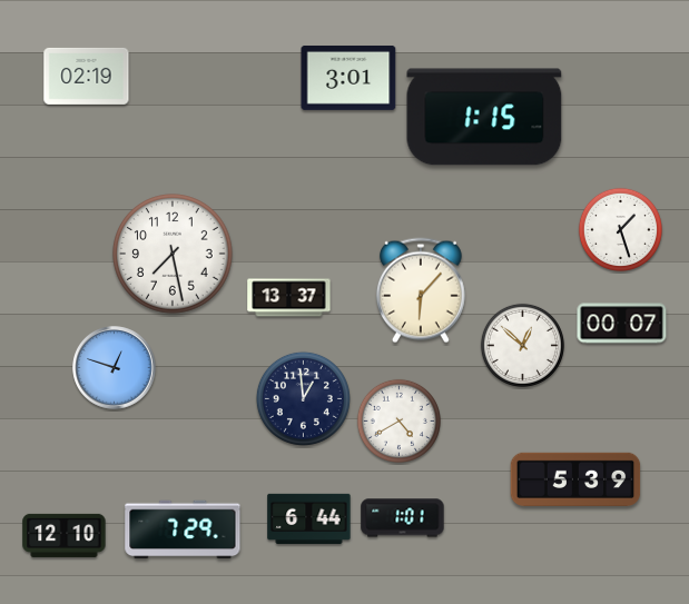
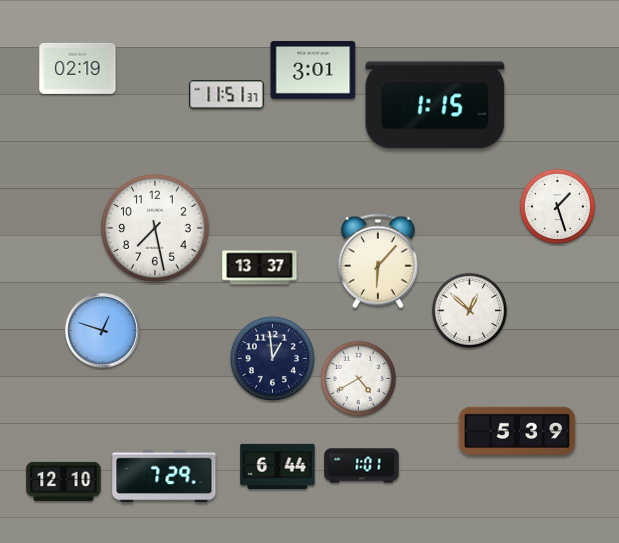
clock at (227, 95): none -> 11:51
clock at (622, 324): 00:07 -> none
clock at (65, 535) position: (65, 535) -> (64, 481)
